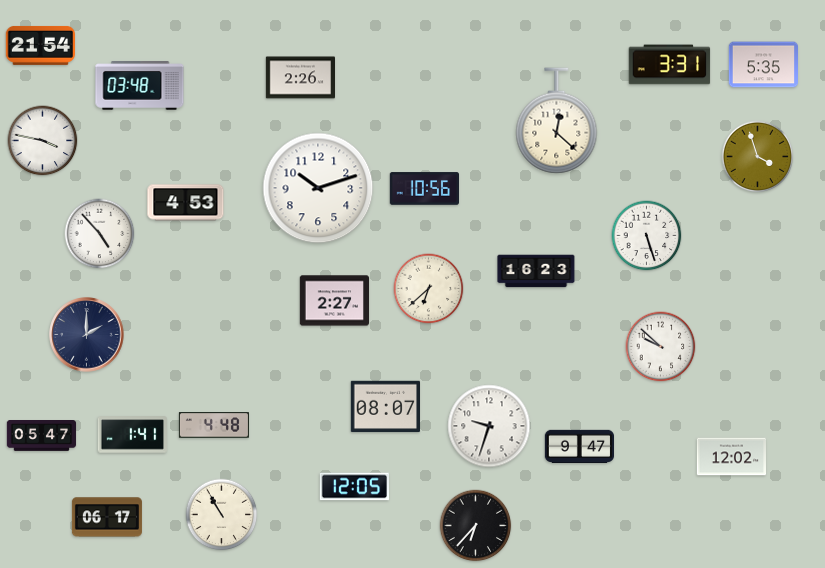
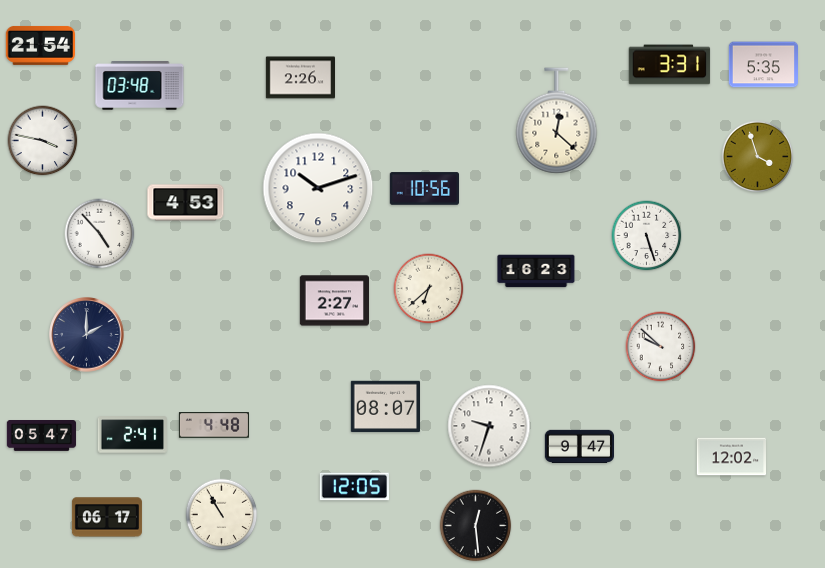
clock at (132, 435): 1:41 -> 2:41
clock at (476, 526): 6:37 -> 12:29
